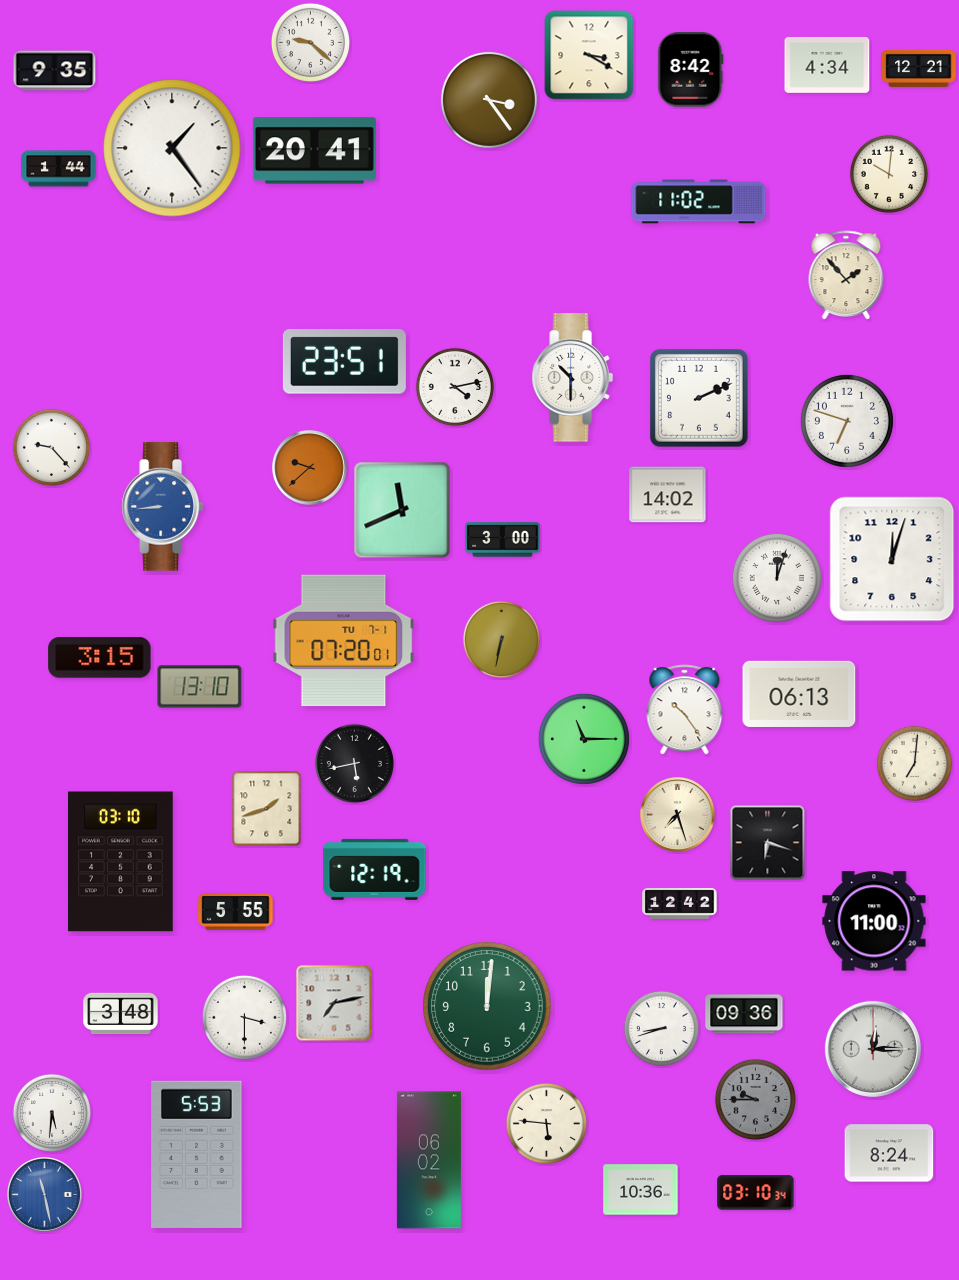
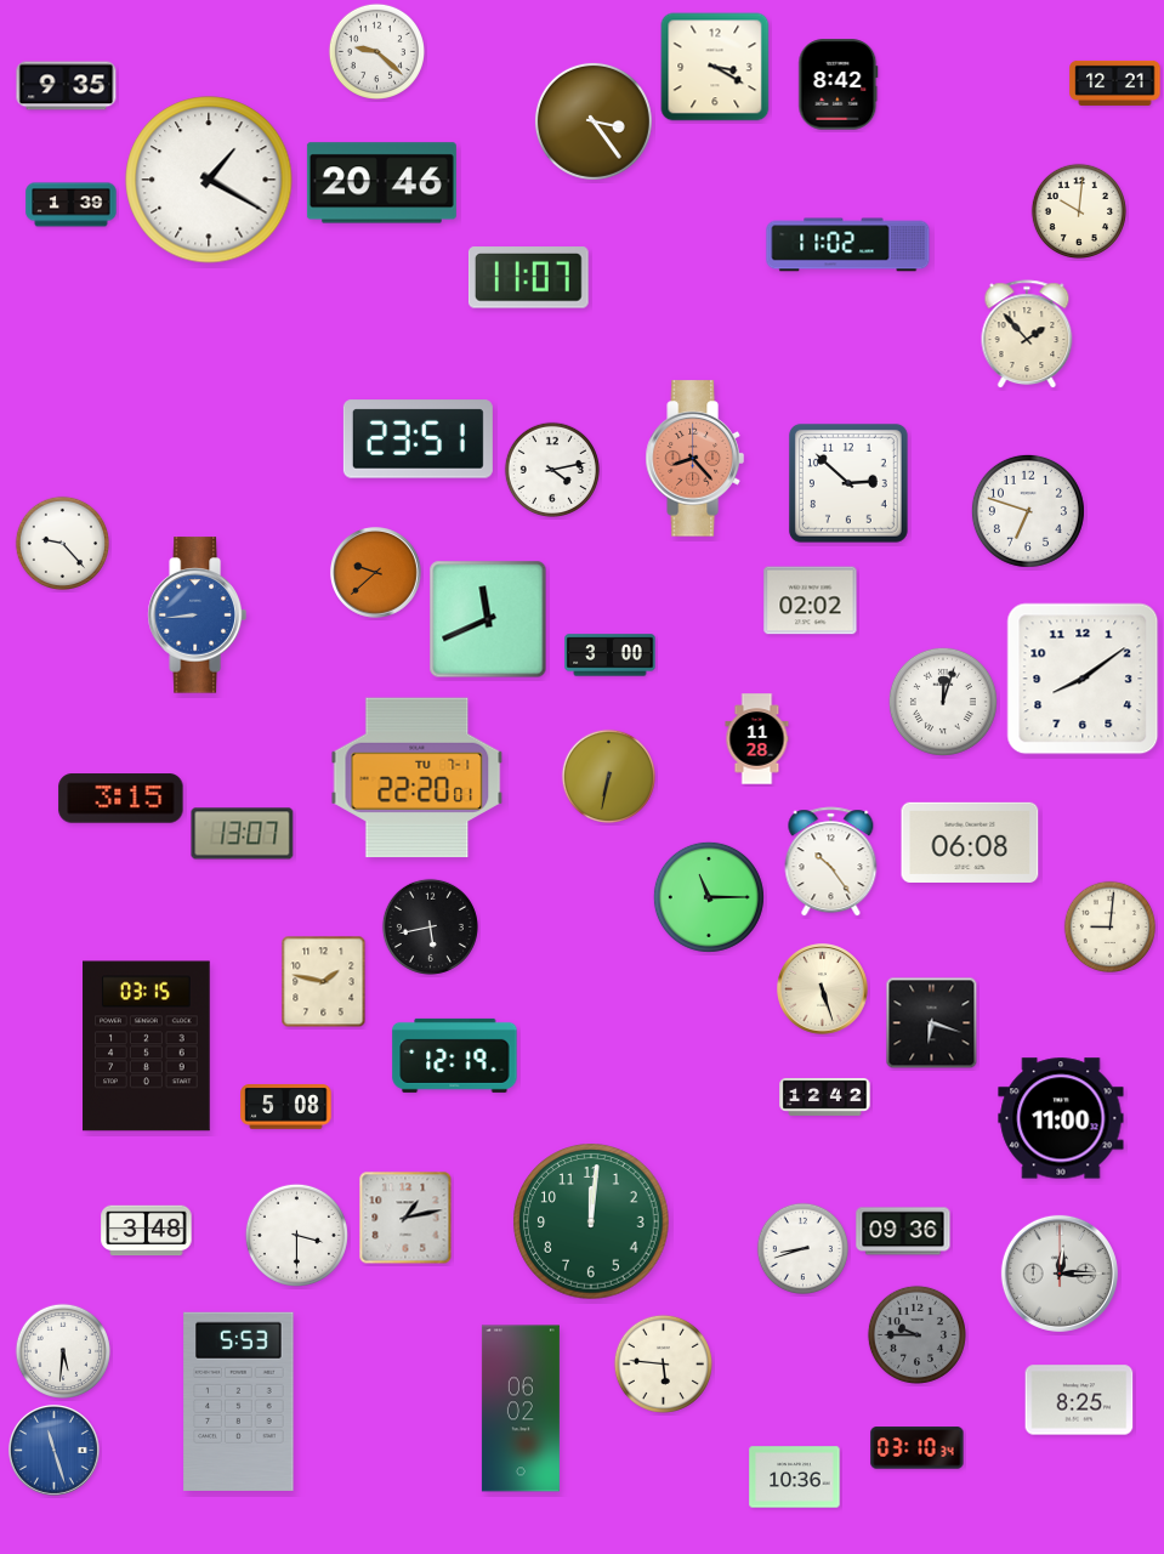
clock at (827, 65): 4:34 -> none
clock at (172, 148): 1:24 -> 1:20
clock at (314, 151): 20:41 -> 20:46
clock at (59, 169): 1:44 -> 1:39
clock at (528, 278): none -> 11:07
clock at (572, 378): 10:30 -> 8:23
clock at (572, 378) dial: white -> salmon
clock at (699, 398): 2:11 -> 2:52
clock at (310, 468) position: (310, 468) -> (376, 573)
clock at (668, 495): 14:02 -> 02:02
clock at (892, 559): 12:03 -> 8:09
clock at (757, 739): none -> 11:28
clock at (344, 641): 07:20 -> 22:20
clock at (200, 687): 13:10 -> 13:07
clock at (799, 694): 06:13 -> 06:08
clock at (914, 763): 7:01 -> 9:01
clock at (267, 809): 1:42 -> 1:47
clock at (678, 815): 7:27 -> 5:27
clock at (121, 862): 03:10 -> 03:15
clock at (236, 912): 5:55 -> 5:08
clock at (334, 1003): 7:13 -> 1:13
clock at (889, 1153): 8:24 -> 8:25
clock at (641, 1190) position: (641, 1190) -> (795, 1478)
clock at (45, 1195): 11:28 -> 11:27
